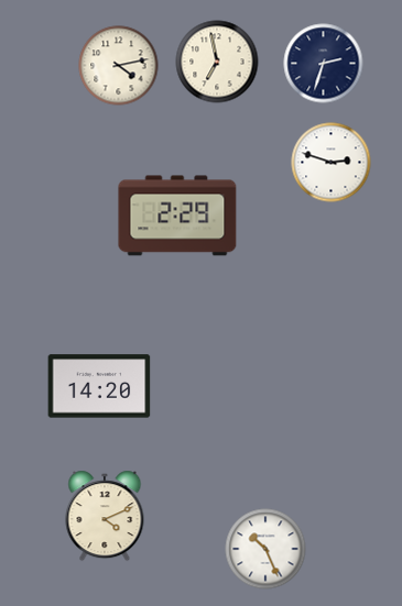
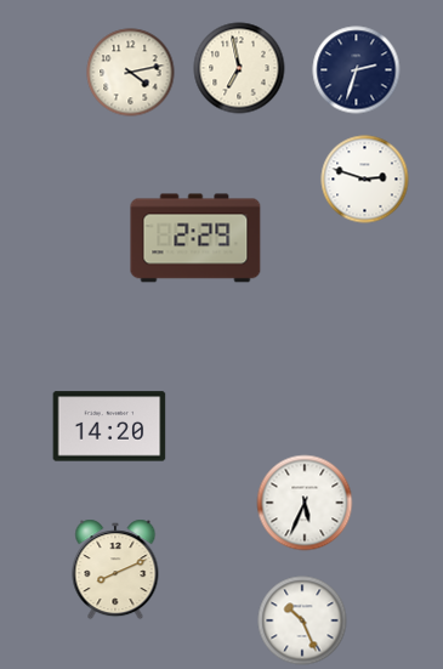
clock at (305, 503): none -> 5:34
clock at (105, 516): 4:11 -> 8:11
clock at (265, 549) position: (265, 549) -> (302, 620)
